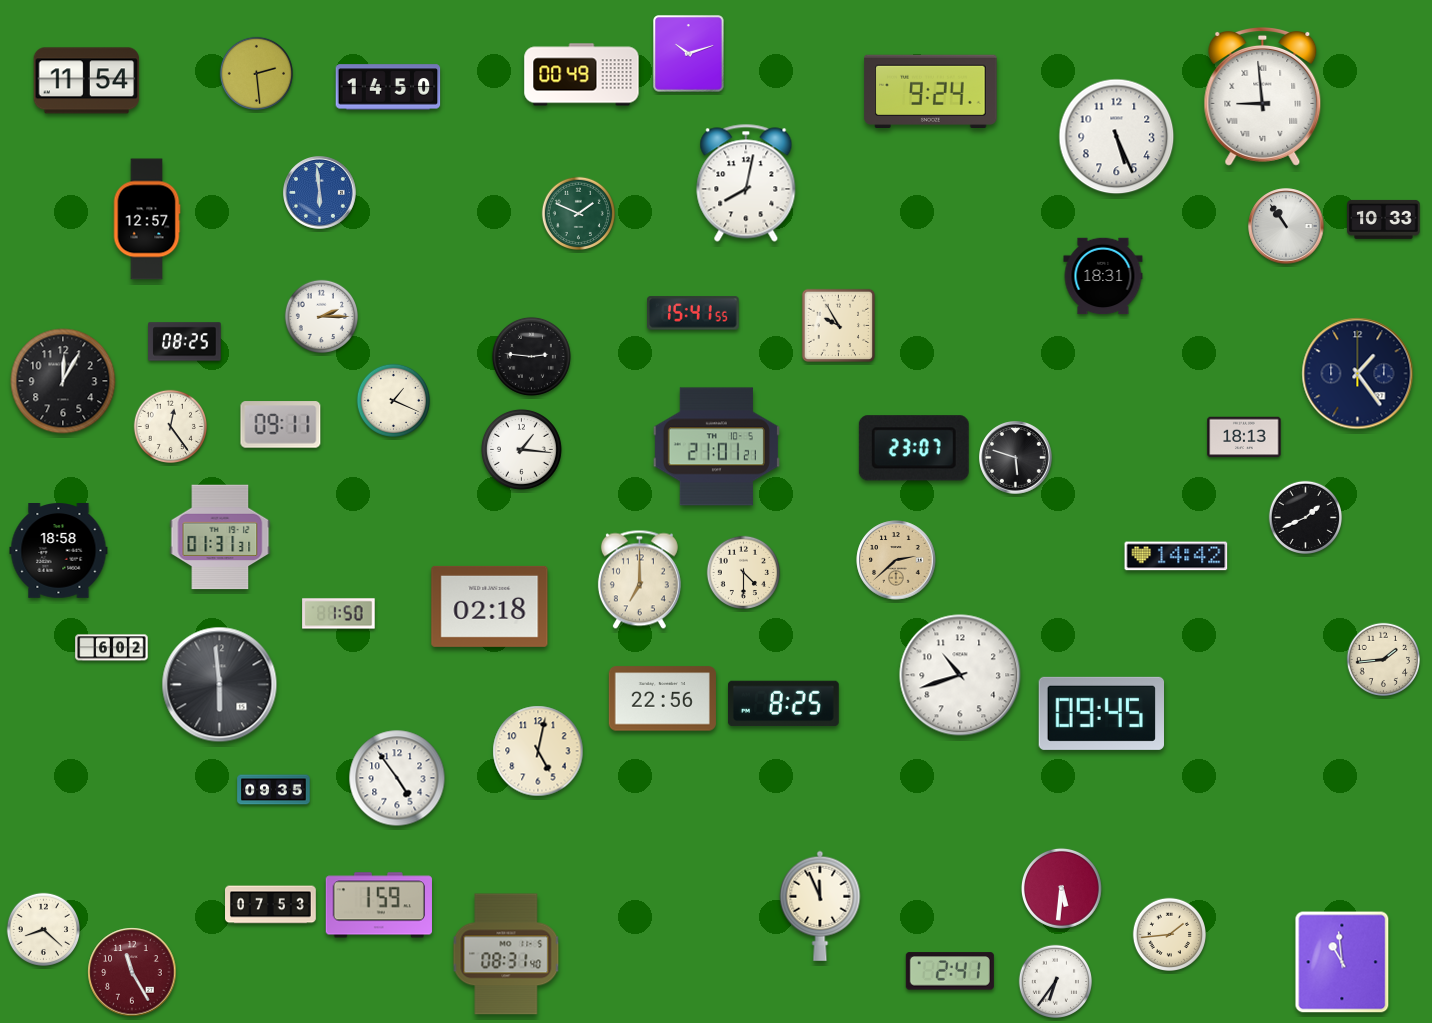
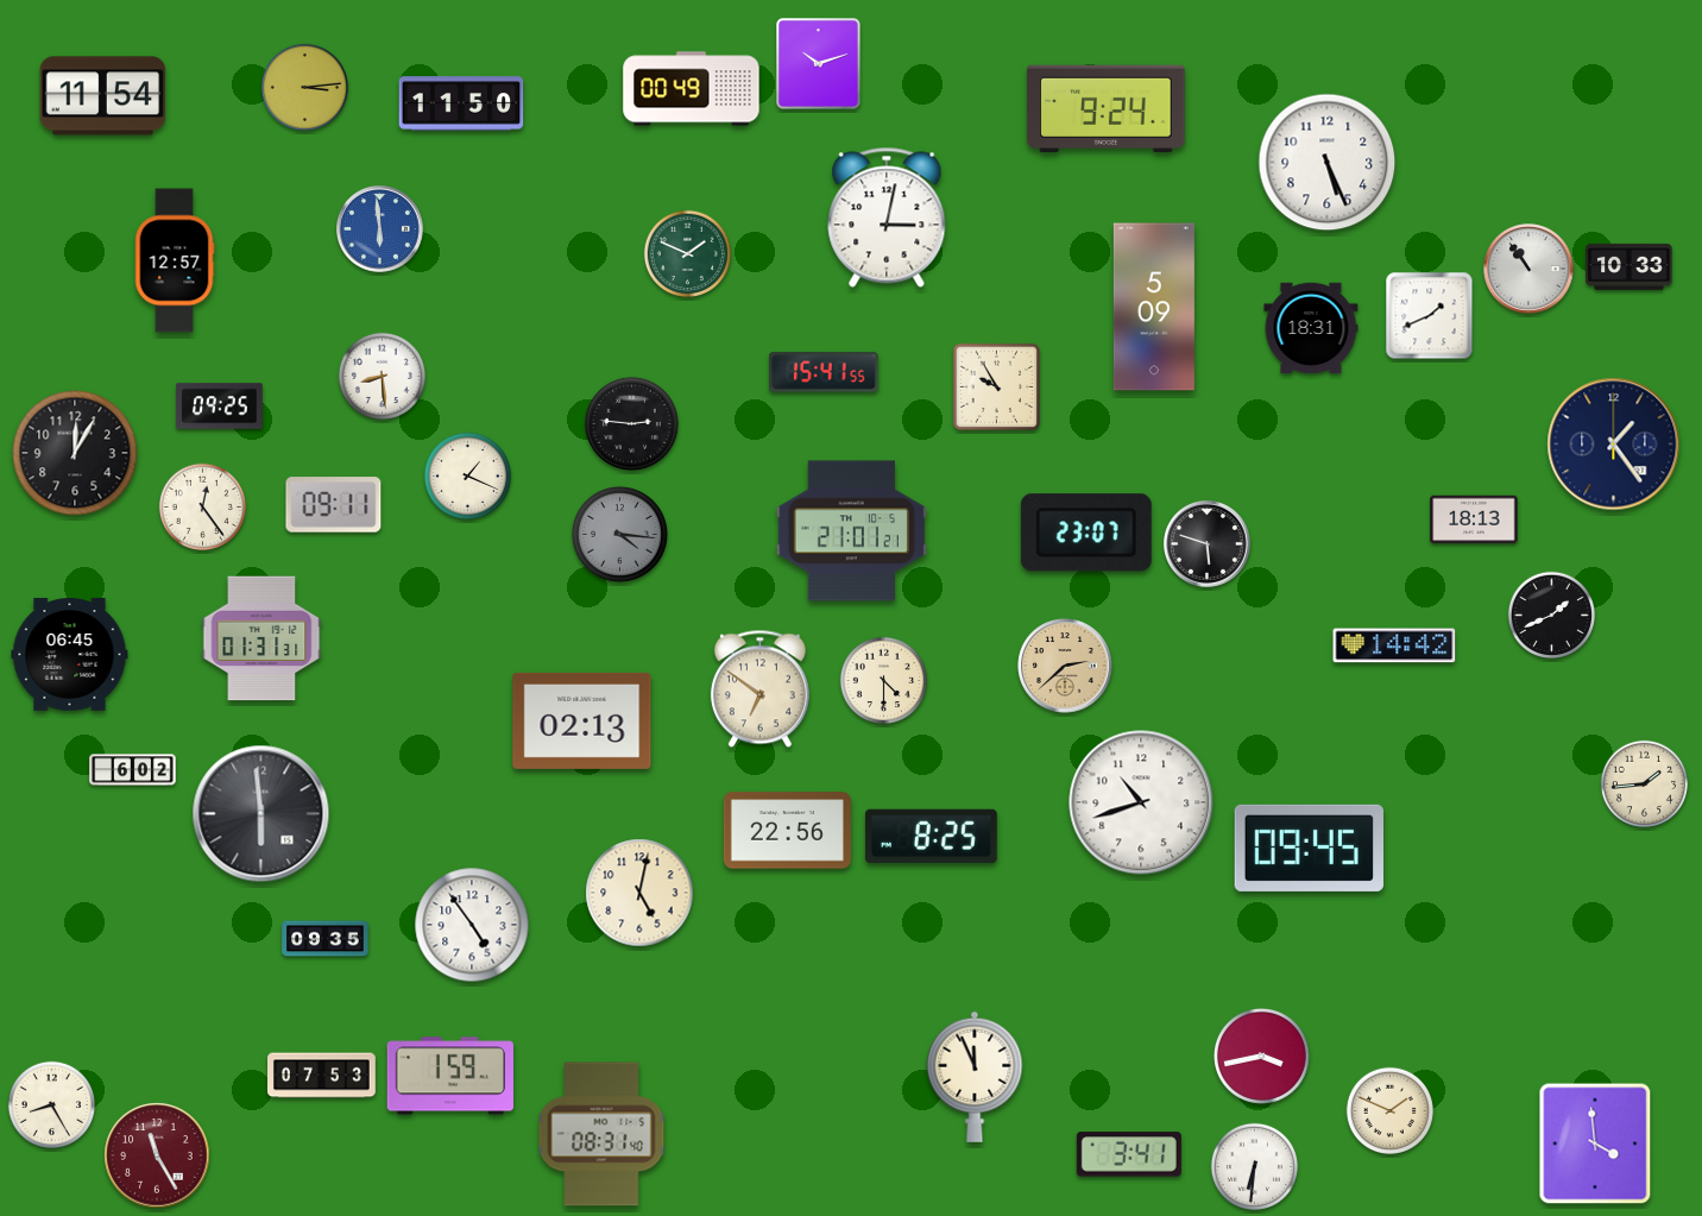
clock at (256, 73): 2:29 -> 3:14
clock at (388, 87): 14:50 -> 11:50
clock at (1263, 96): 8:59 -> none
clock at (746, 183): 8:02 -> 3:02
clock at (1384, 219) position: (1384, 219) -> (1629, 266)
clock at (1154, 307): none -> 5:09
clock at (1430, 316): none -> 1:41
clock at (321, 316): 2:15 -> 8:29
clock at (185, 342): 08:25 -> 09:25
clock at (1244, 437) position: (1244, 437) -> (1474, 519)
clock at (521, 449): 1:16 -> 4:16
clock at (521, 449) dial: white -> grey
clock at (59, 551): 18:58 -> 06:45
clock at (1176, 556) position: (1176, 556) -> (1394, 645)
clock at (639, 580): 7:00 -> 6:51
clock at (490, 606): 02:18 -> 02:13
clock at (339, 614): 1:50 -> none
clock at (1061, 888): 5:31 -> 3:43
clock at (43, 929): 8:22 -> 8:25
clock at (1169, 934): 1:44 -> 1:49
clock at (1342, 962): 10:59 -> 3:59
clock at (950, 971): 2:41 -> 3:41
clock at (1055, 981): 6:36 -> 6:31
